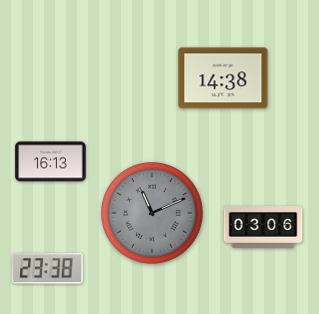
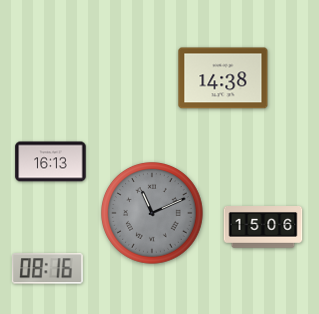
clock at (263, 228): 03:06 -> 15:06
clock at (48, 269): 23:38 -> 08:16
